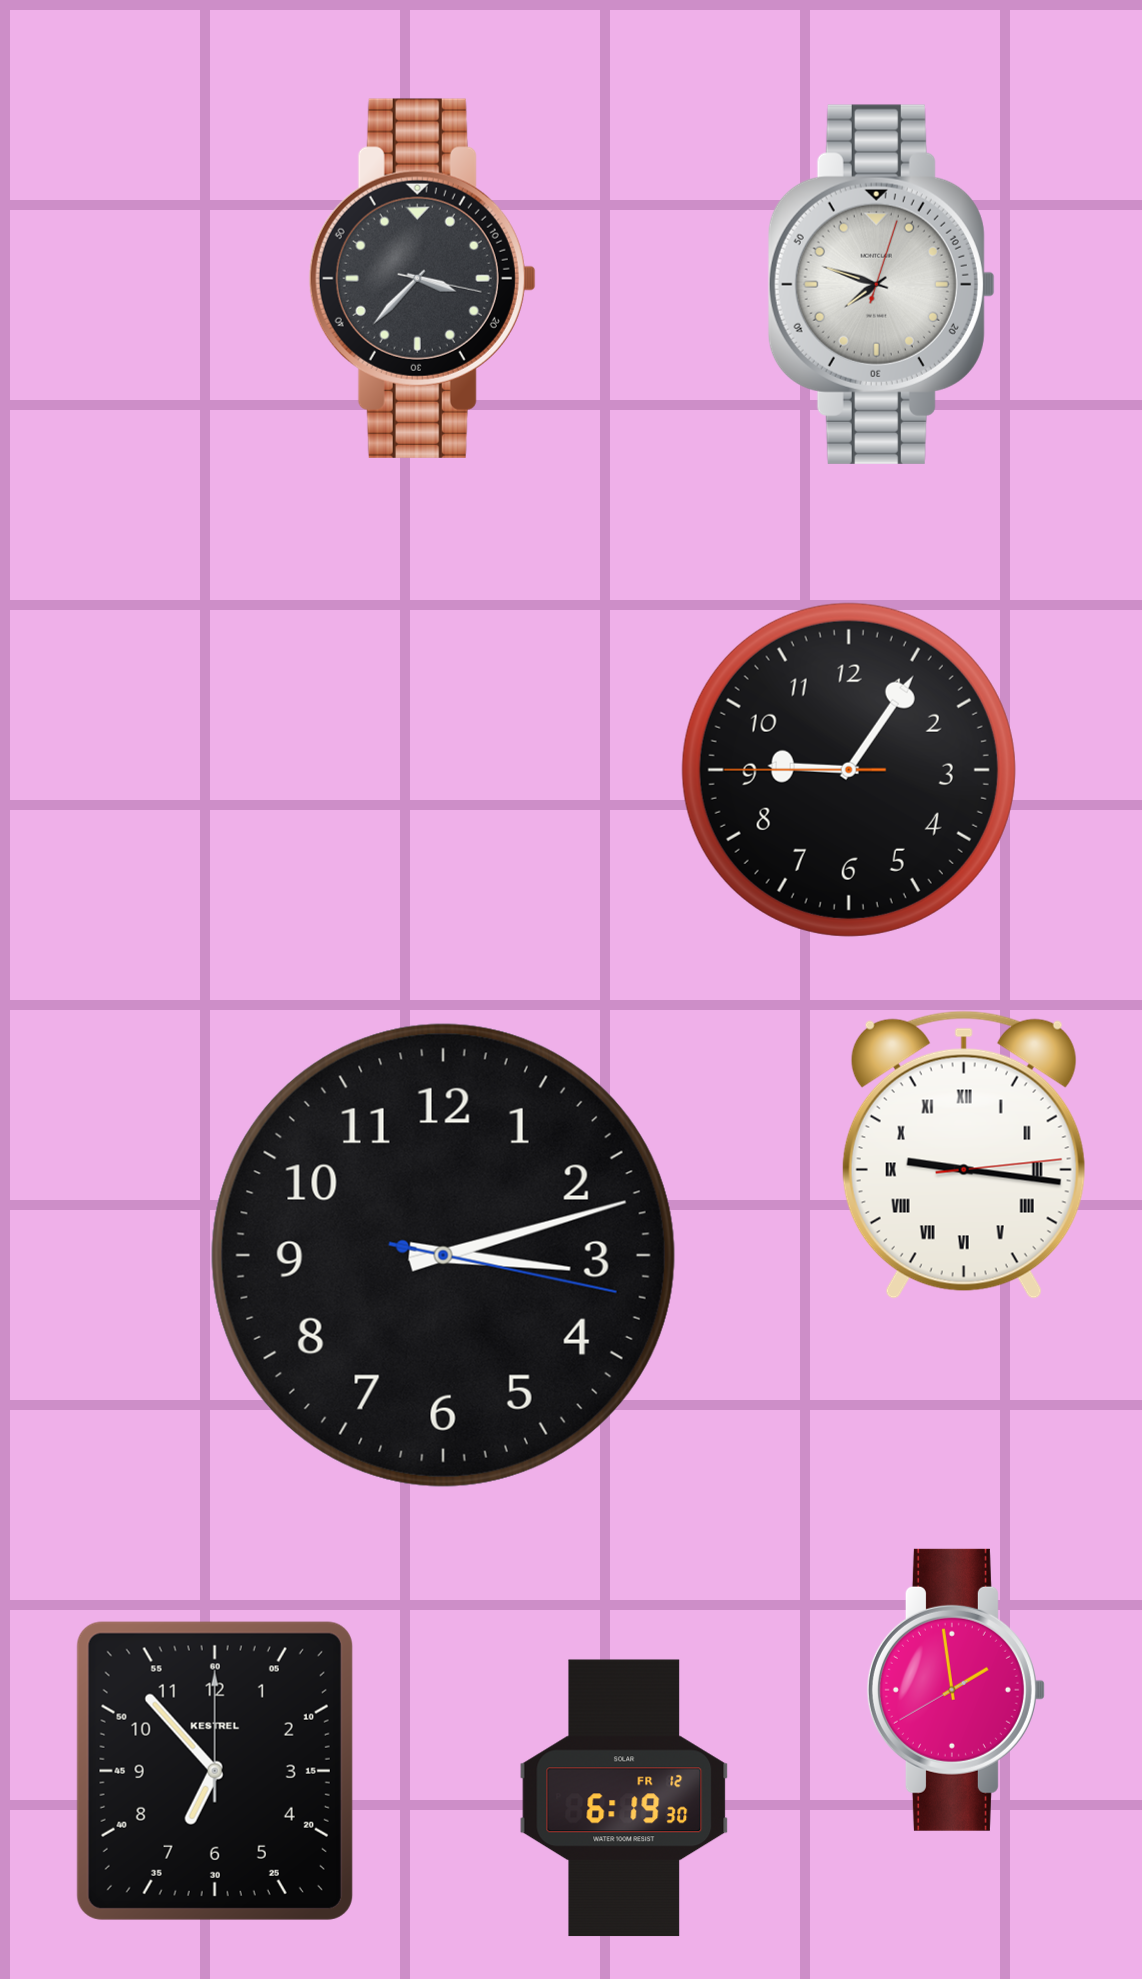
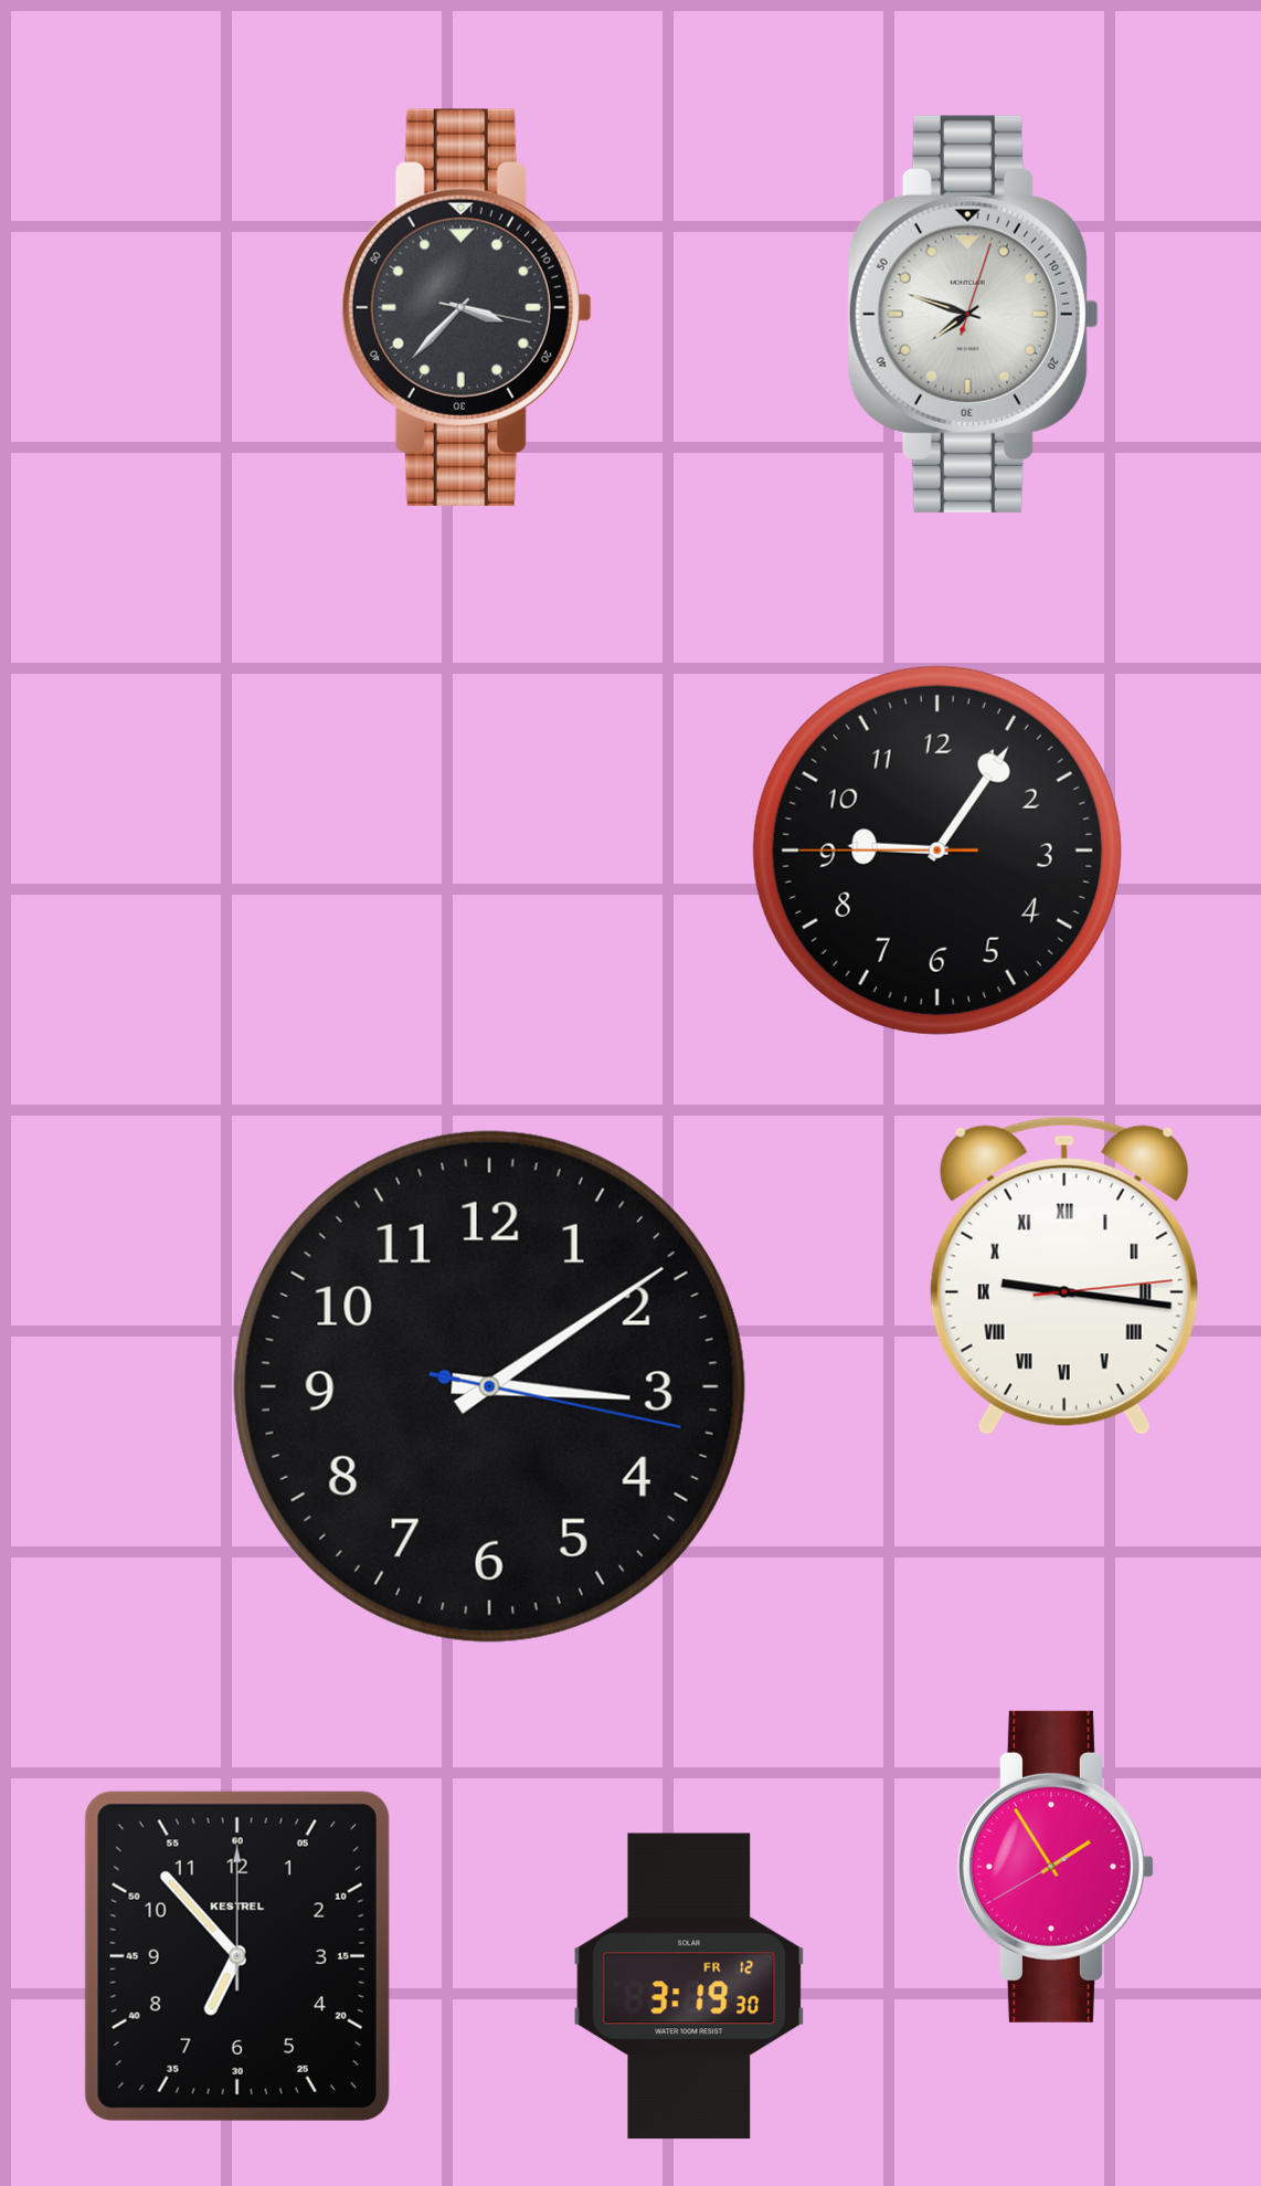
clock at (443, 1255): 3:12 -> 3:09
clock at (956, 1690): 1:58 -> 1:54
clock at (624, 1798): 6:19 -> 3:19
